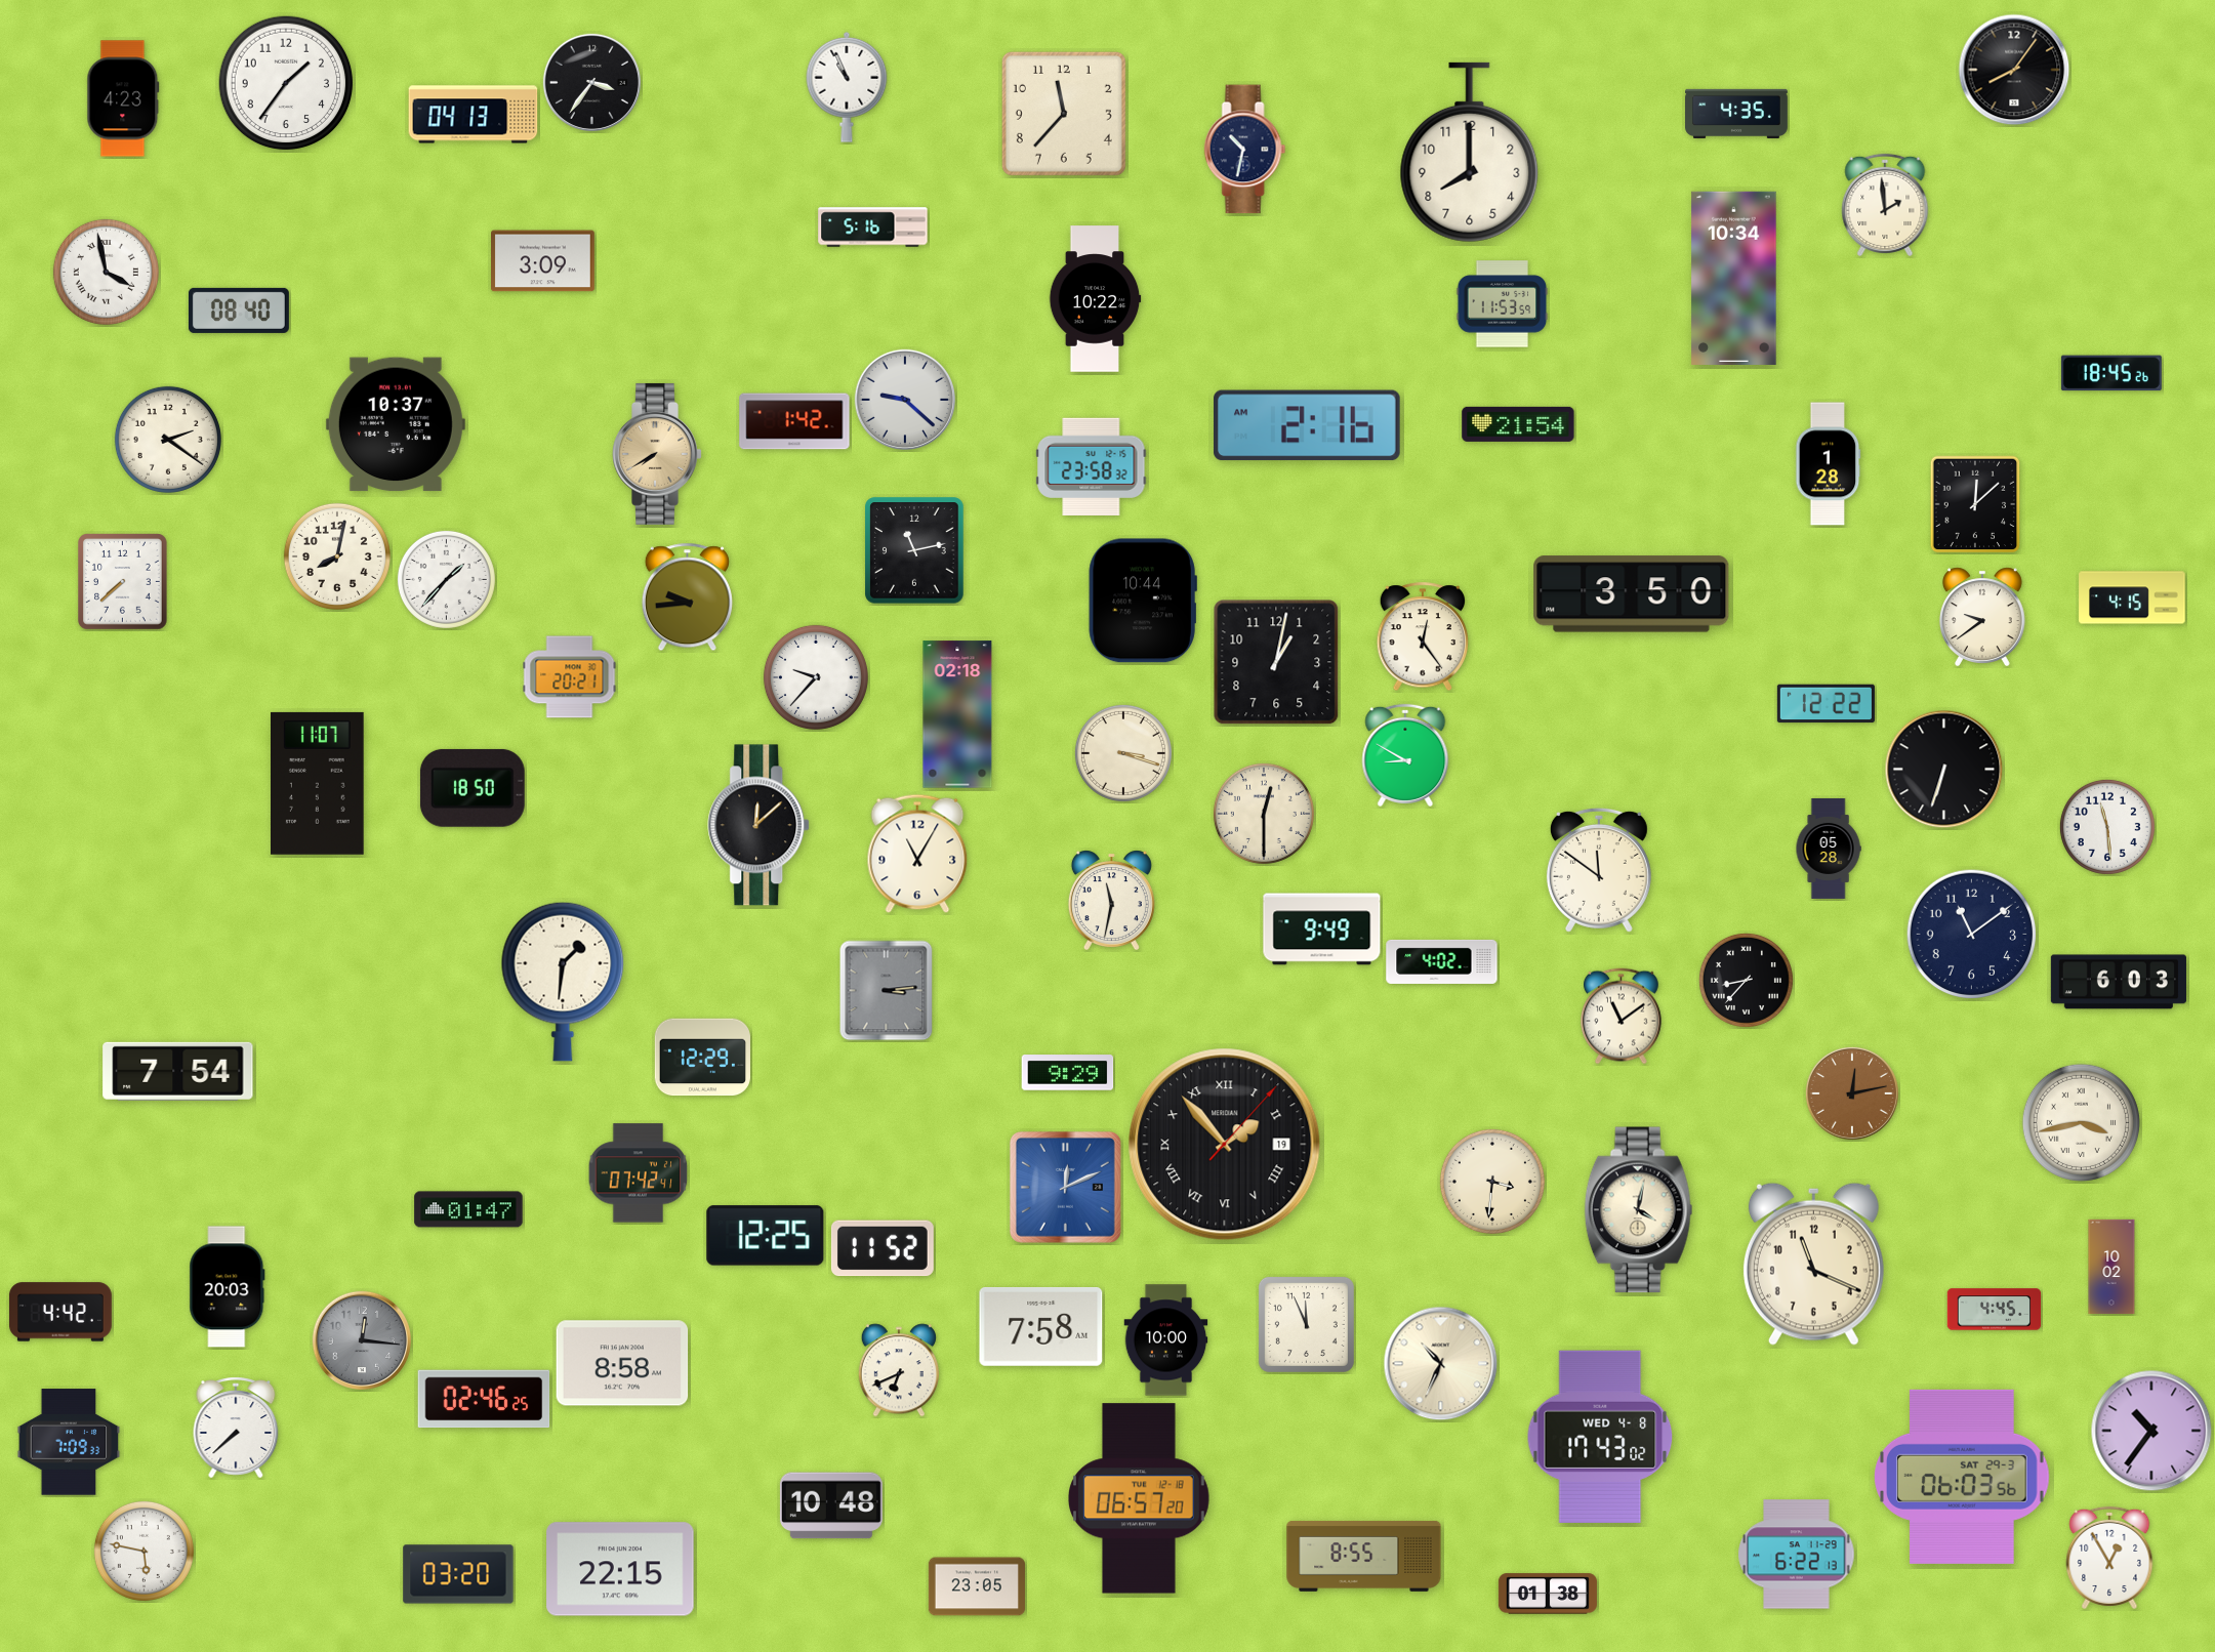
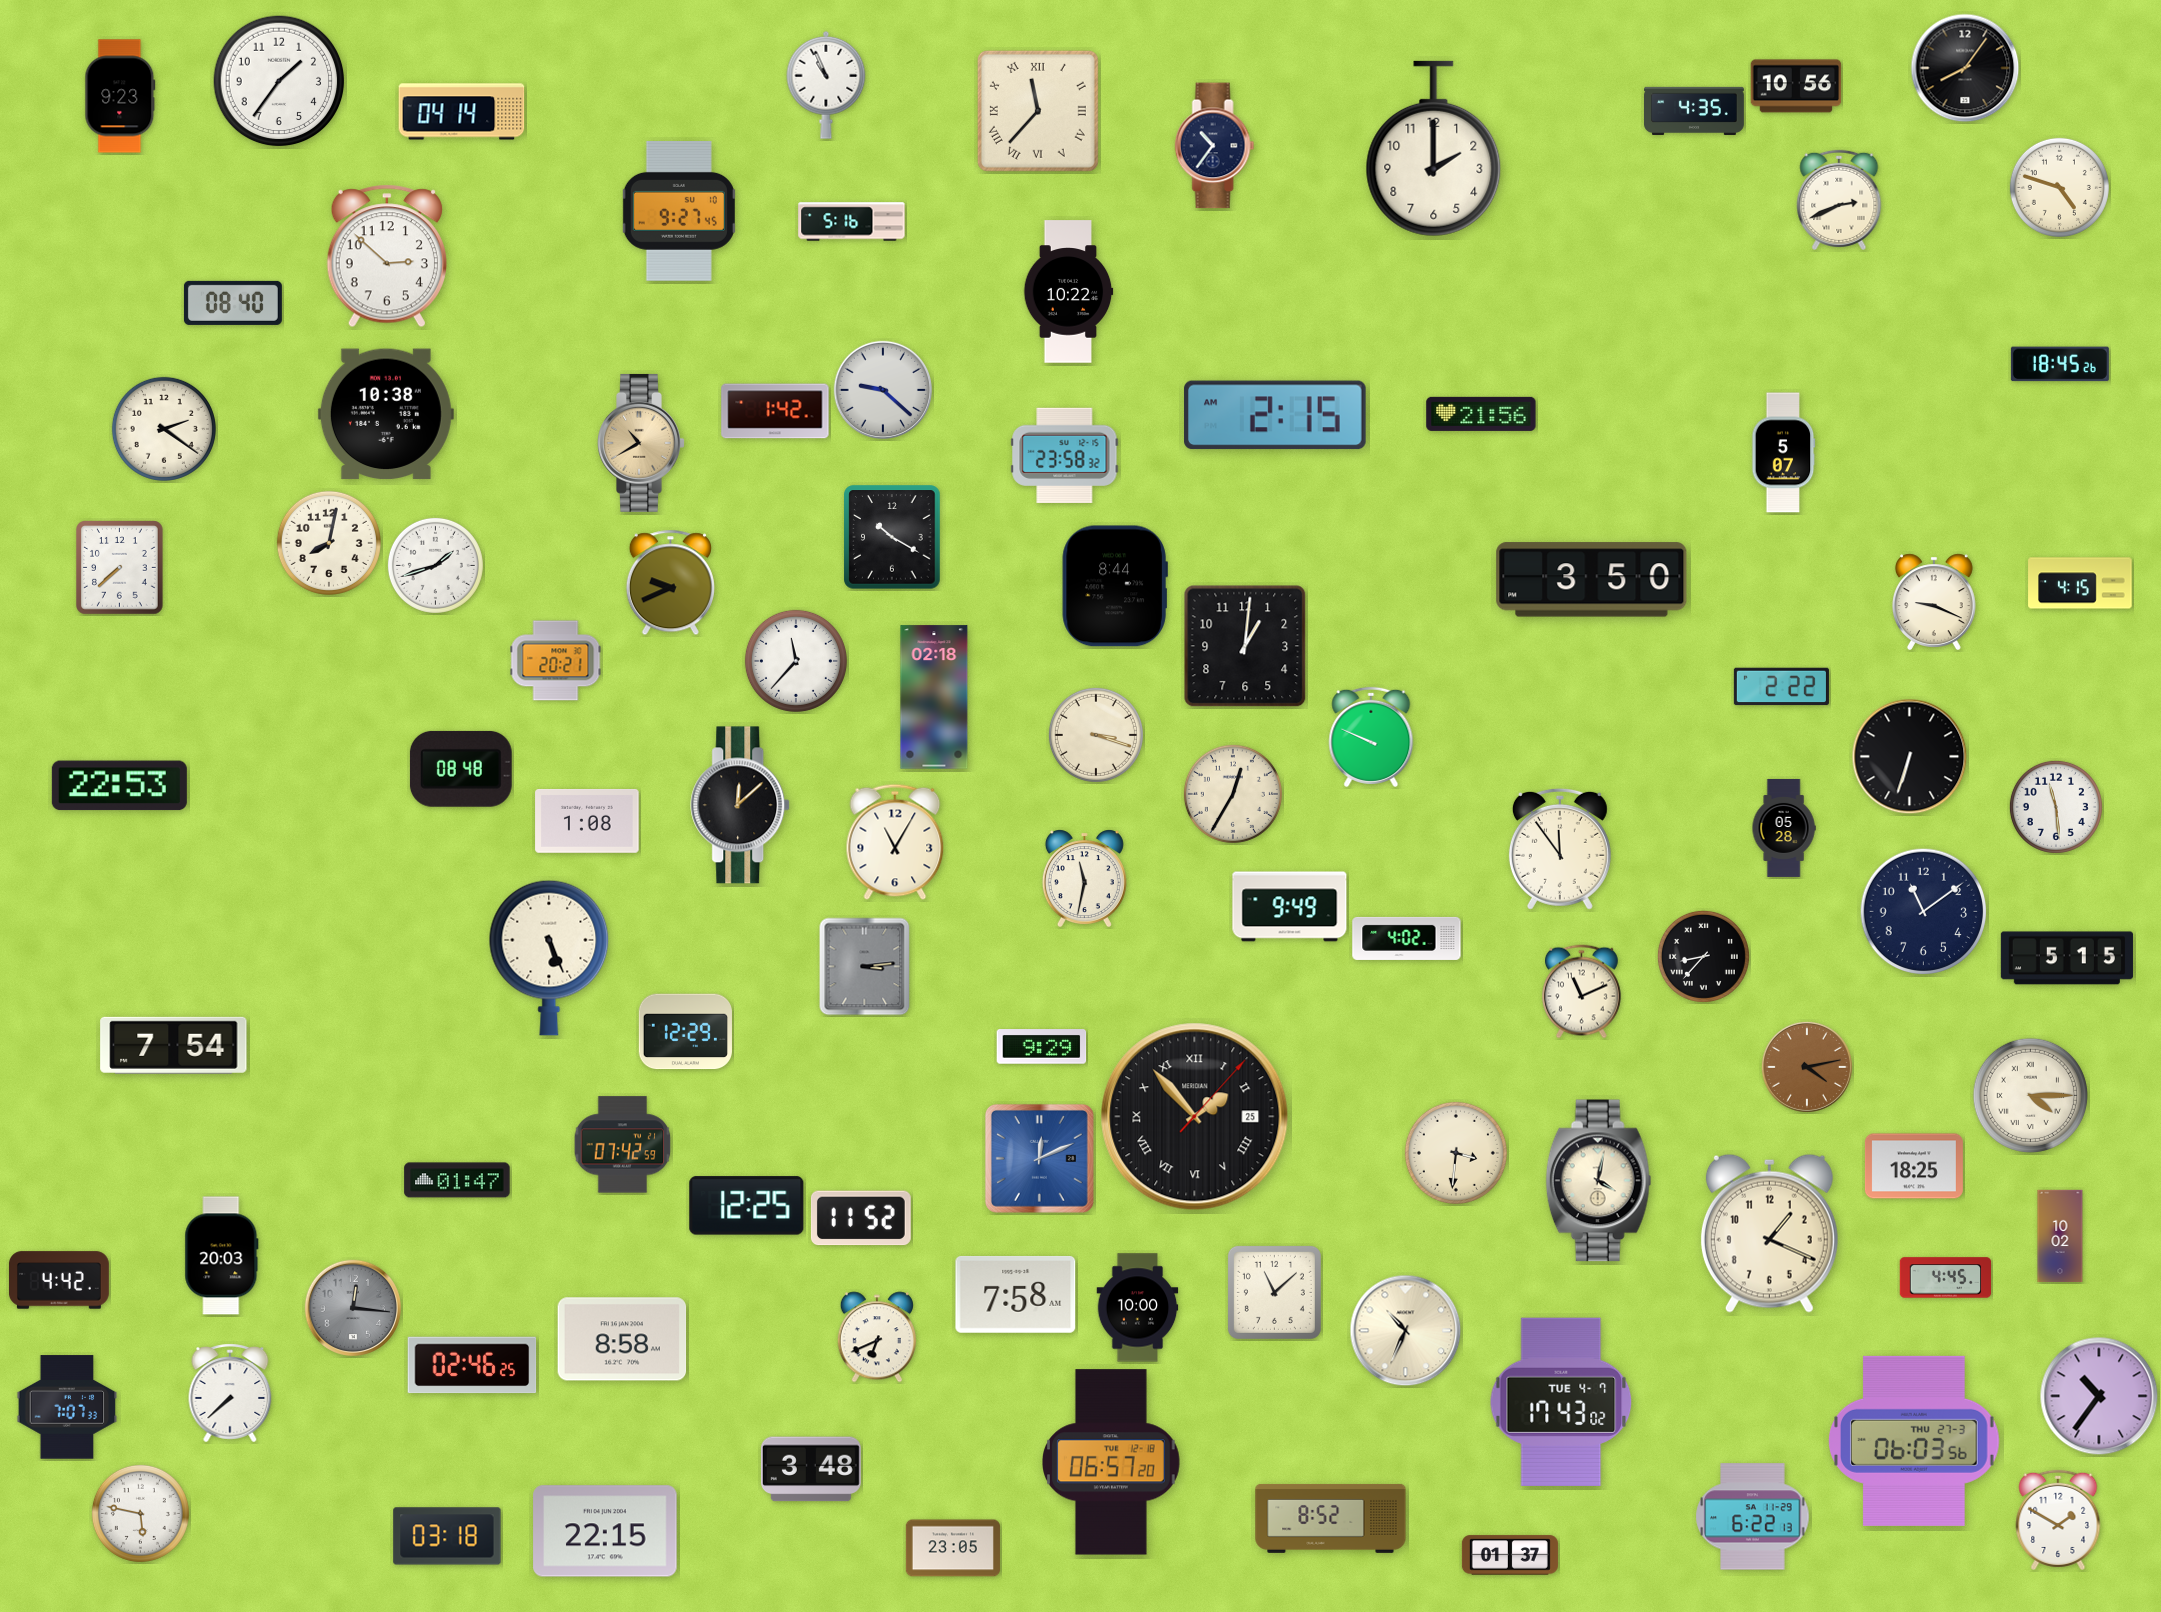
clock at (591, 82): 3:36 -> none
clock at (1796, 86): none -> 10:56
clock at (123, 98): 4:23 -> 9:23
clock at (1064, 114) numerals: Arabic -> Roman
clock at (474, 115): 04:13 -> 04:14
clock at (1245, 150): 10:32 -> 10:36
clock at (1470, 153): 8:00 -> 2:00
clock at (2059, 187): none -> 4:48
clock at (1885, 205): 1:59 -> 2:41
clock at (679, 211): none -> 9:27
clock at (543, 261): 3:09 -> none
clock at (387, 256): none -> 2:52
clock at (106, 272): 3:58 -> none
clock at (1734, 278): 10:34 -> none
clock at (1503, 304): 11:53 -> none
clock at (396, 424): 10:37 -> 10:38
clock at (1518, 424): 21:54 -> 21:56
clock at (1307, 425): 2:16 -> 2:15
clock at (657, 454): 7:40 -> 10:40
clock at (1829, 464): 1:28 -> 5:07
clock at (1975, 504): 12:08 -> none
clock at (914, 550): 11:13 -> 10:20
clock at (446, 579): 1:37 -> 1:42
clock at (687, 597): 9:44 -> 9:41
clock at (1143, 601): 10:44 -> 8:44
clock at (1982, 617): 9:39 -> 9:19
clock at (1422, 637): 12:24 -> none
clock at (1276, 662): 1:02 -> 1:01
clock at (816, 677): 9:37 -> 11:37
clock at (1826, 704): 12:22 -> 2:22
clock at (1405, 755): 8:50 -> 9:49
clock at (1944, 770) position: (1944, 770) -> (1910, 757)
clock at (318, 783): 11:07 -> none
clock at (473, 788): 18:50 -> 08:48
clock at (119, 786): none -> 22:53
clock at (1264, 814): 12:30 -> 12:35
clock at (587, 821): none -> 1:08
clock at (917, 854) position: (917, 854) -> (895, 842)
clock at (1599, 870): 11:51 -> 11:54
clock at (563, 982): 1:31 -> 5:26
clock at (2119, 982): 6:03 -> 5:15
clock at (1622, 1017): 11:09 -> 11:11
clock at (1852, 1093): 12:13 -> 4:13
clock at (2081, 1122): 3:43 -> 4:15
clock at (1225, 1145) date: 19 -> 25
clock at (639, 1173): 07:42:41 -> 07:42:59
clock at (1914, 1166): none -> 18:25
clock at (1813, 1264): 11:19 -> 1:19
clock at (1306, 1324): 11:56 -> 11:08
clock at (622, 1363) position: (622, 1363) -> (622, 1339)
clock at (1600, 1437) date: WED 4-8 -> TUE 4-7
clock at (69, 1442): 7:09 -> 7:07
clock at (1963, 1477) date: SAT 29-3 -> THU 27-3
clock at (831, 1505): 10:48 -> 3:48
clock at (1364, 1556): 8:55 -> 8:52
clock at (2109, 1558): 12:55 -> 1:50
clock at (458, 1574): 03:20 -> 03:18
clock at (1548, 1594): 01:38 -> 01:37
